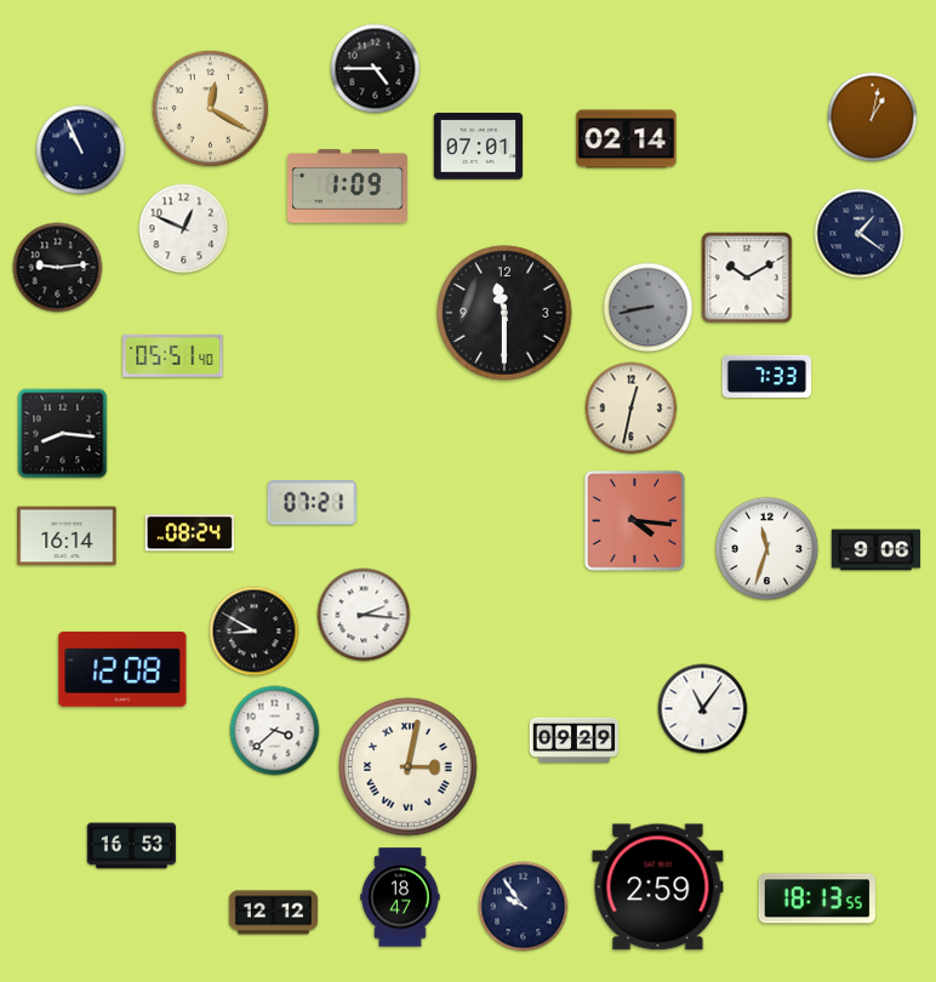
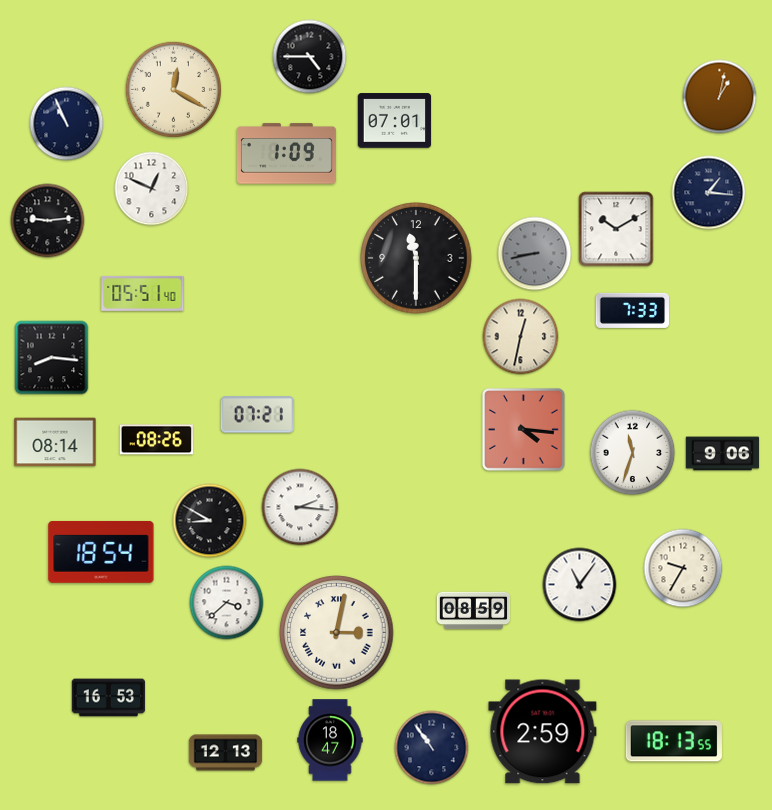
clock at (627, 139): 02:14 -> none
clock at (860, 234): 1:21 -> 1:16
clock at (189, 533): 08:24 -> 08:26
clock at (67, 536): 16:14 -> 08:14
clock at (122, 669): 12:08 -> 18:54
clock at (683, 568): none -> 9:35
clock at (575, 741): 09:29 -> 08:59
clock at (524, 907): 9:54 -> 10:54
clock at (274, 913): 12:12 -> 12:13
